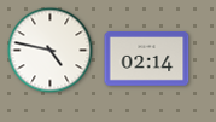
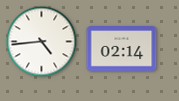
clock at (51, 51): 4:47 -> 4:44
